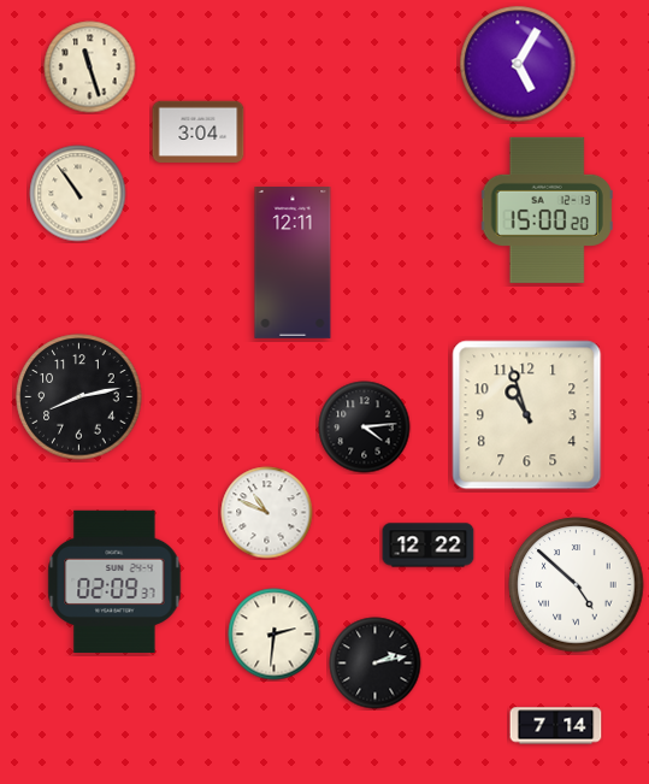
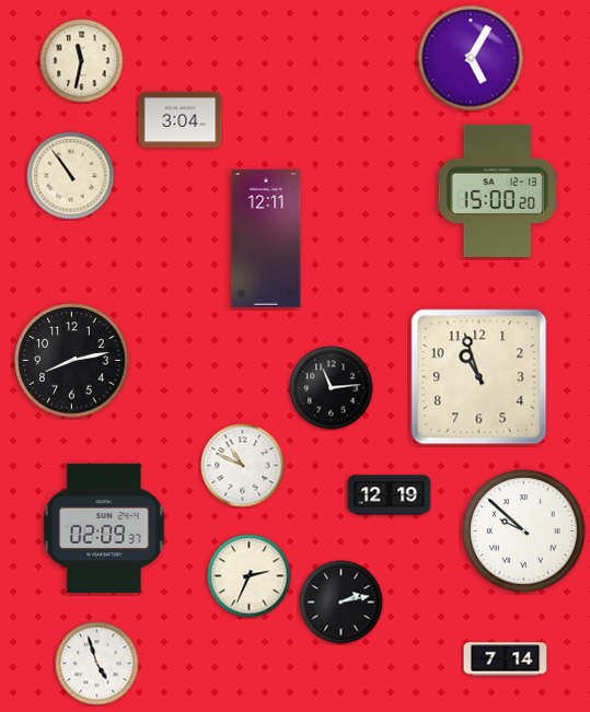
clock at (90, 67): 11:27 -> 11:32
clock at (365, 428): 4:14 -> 11:14
clock at (429, 546): 12:22 -> 12:19
clock at (577, 585): 4:52 -> 9:52
clock at (275, 635): 2:31 -> 2:34
clock at (97, 664): none -> 4:57
